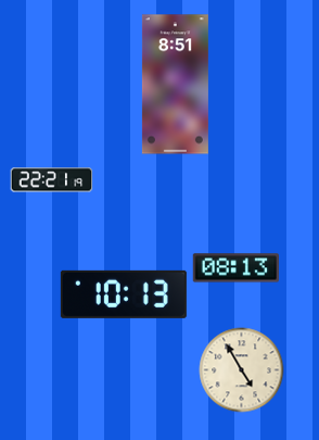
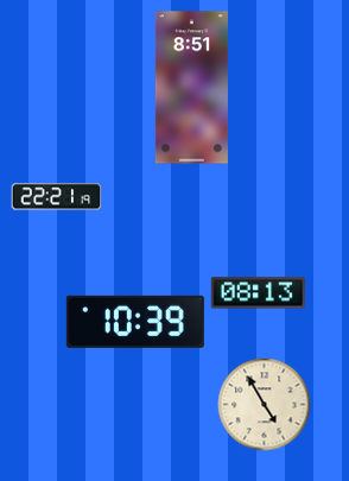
clock at (175, 85) position: (175, 85) -> (191, 88)
clock at (124, 294): 10:13 -> 10:39
